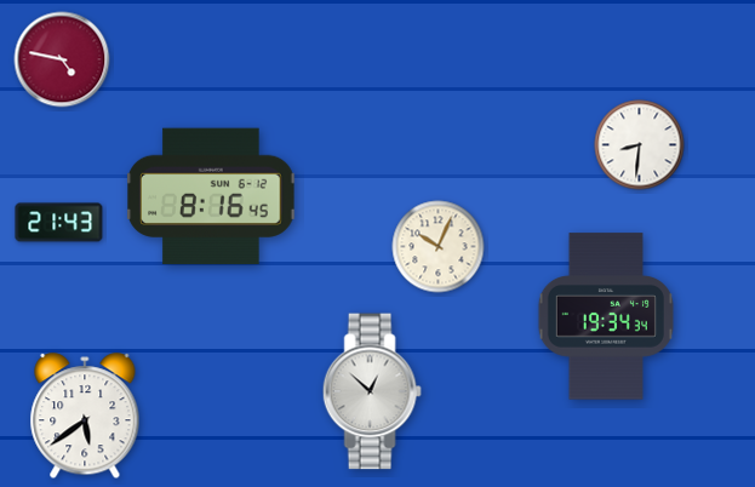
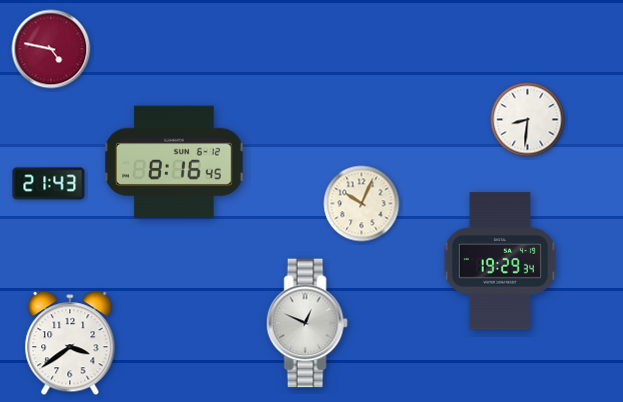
clock at (606, 316): 19:34 -> 19:29
clock at (372, 391): 12:52 -> 12:49
clock at (85, 417): 5:39 -> 3:39
